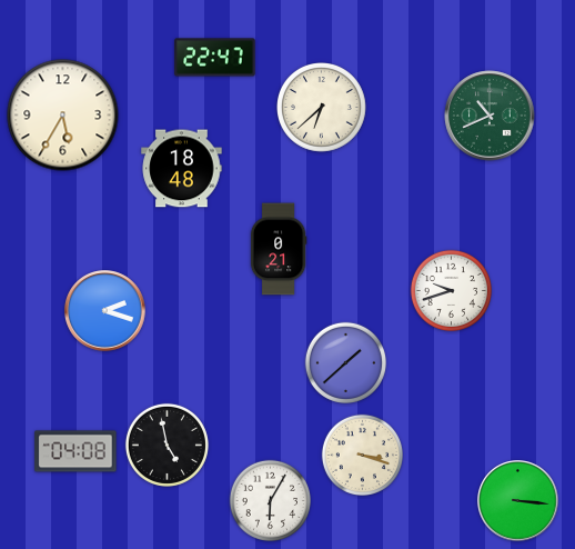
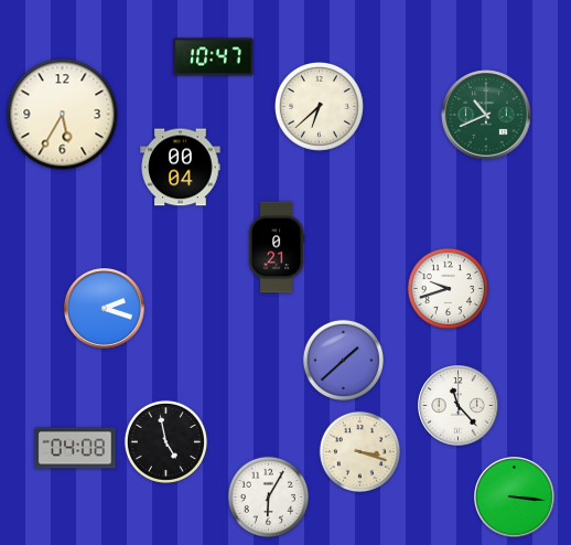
clock at (215, 58): 22:47 -> 10:47
clock at (182, 169): 18:48 -> 00:04
clock at (459, 406): none -> 11:23
